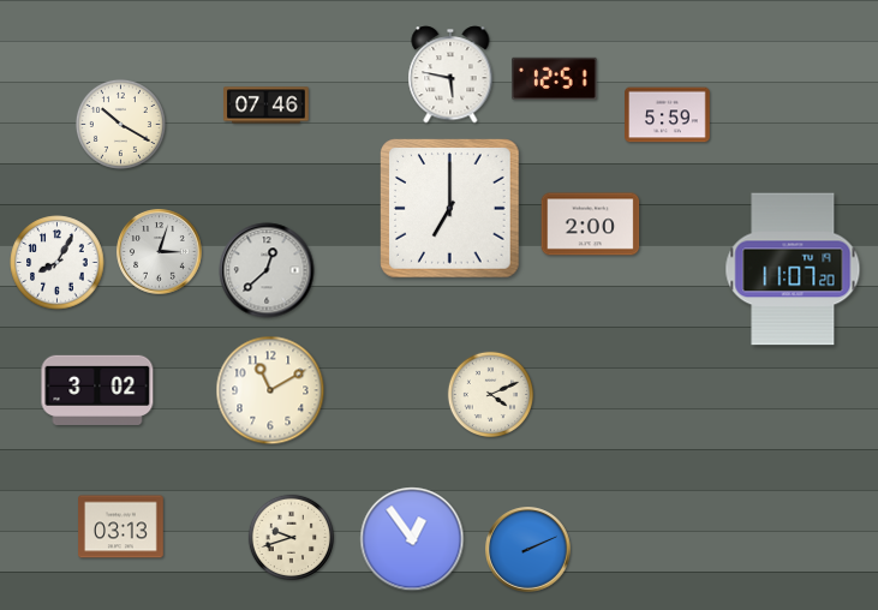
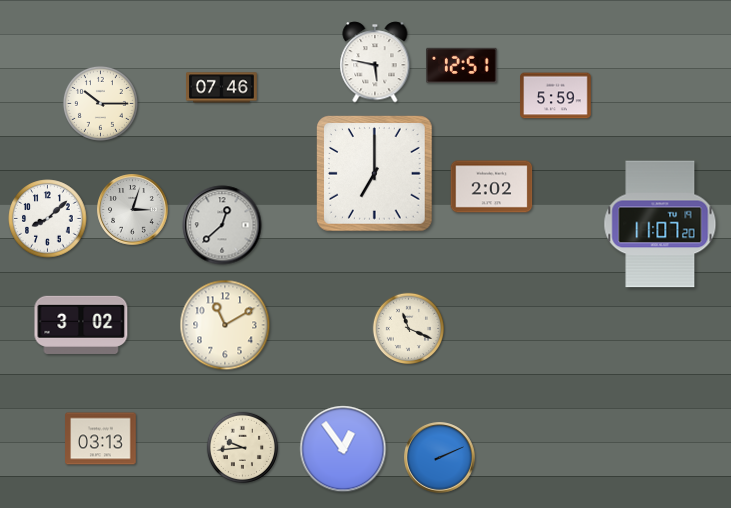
clock at (120, 124): 10:20 -> 10:15
clock at (591, 225): 2:00 -> 2:02
clock at (58, 263): 8:05 -> 8:08
clock at (491, 395): 4:11 -> 11:19
clock at (292, 538): 9:42 -> 9:44
